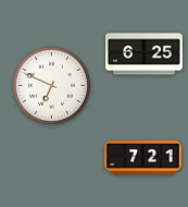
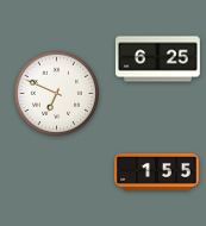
clock at (143, 158): 7:21 -> 1:55
